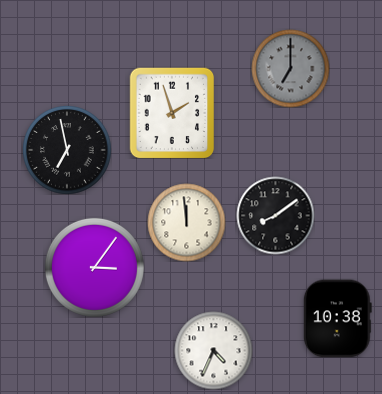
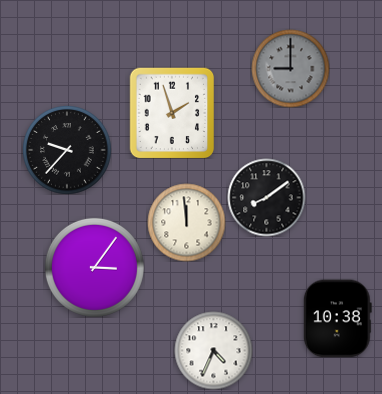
clock at (290, 68): 7:00 -> 9:00
clock at (67, 150): 6:58 -> 9:37
clock at (275, 215) position: (275, 215) -> (266, 197)
